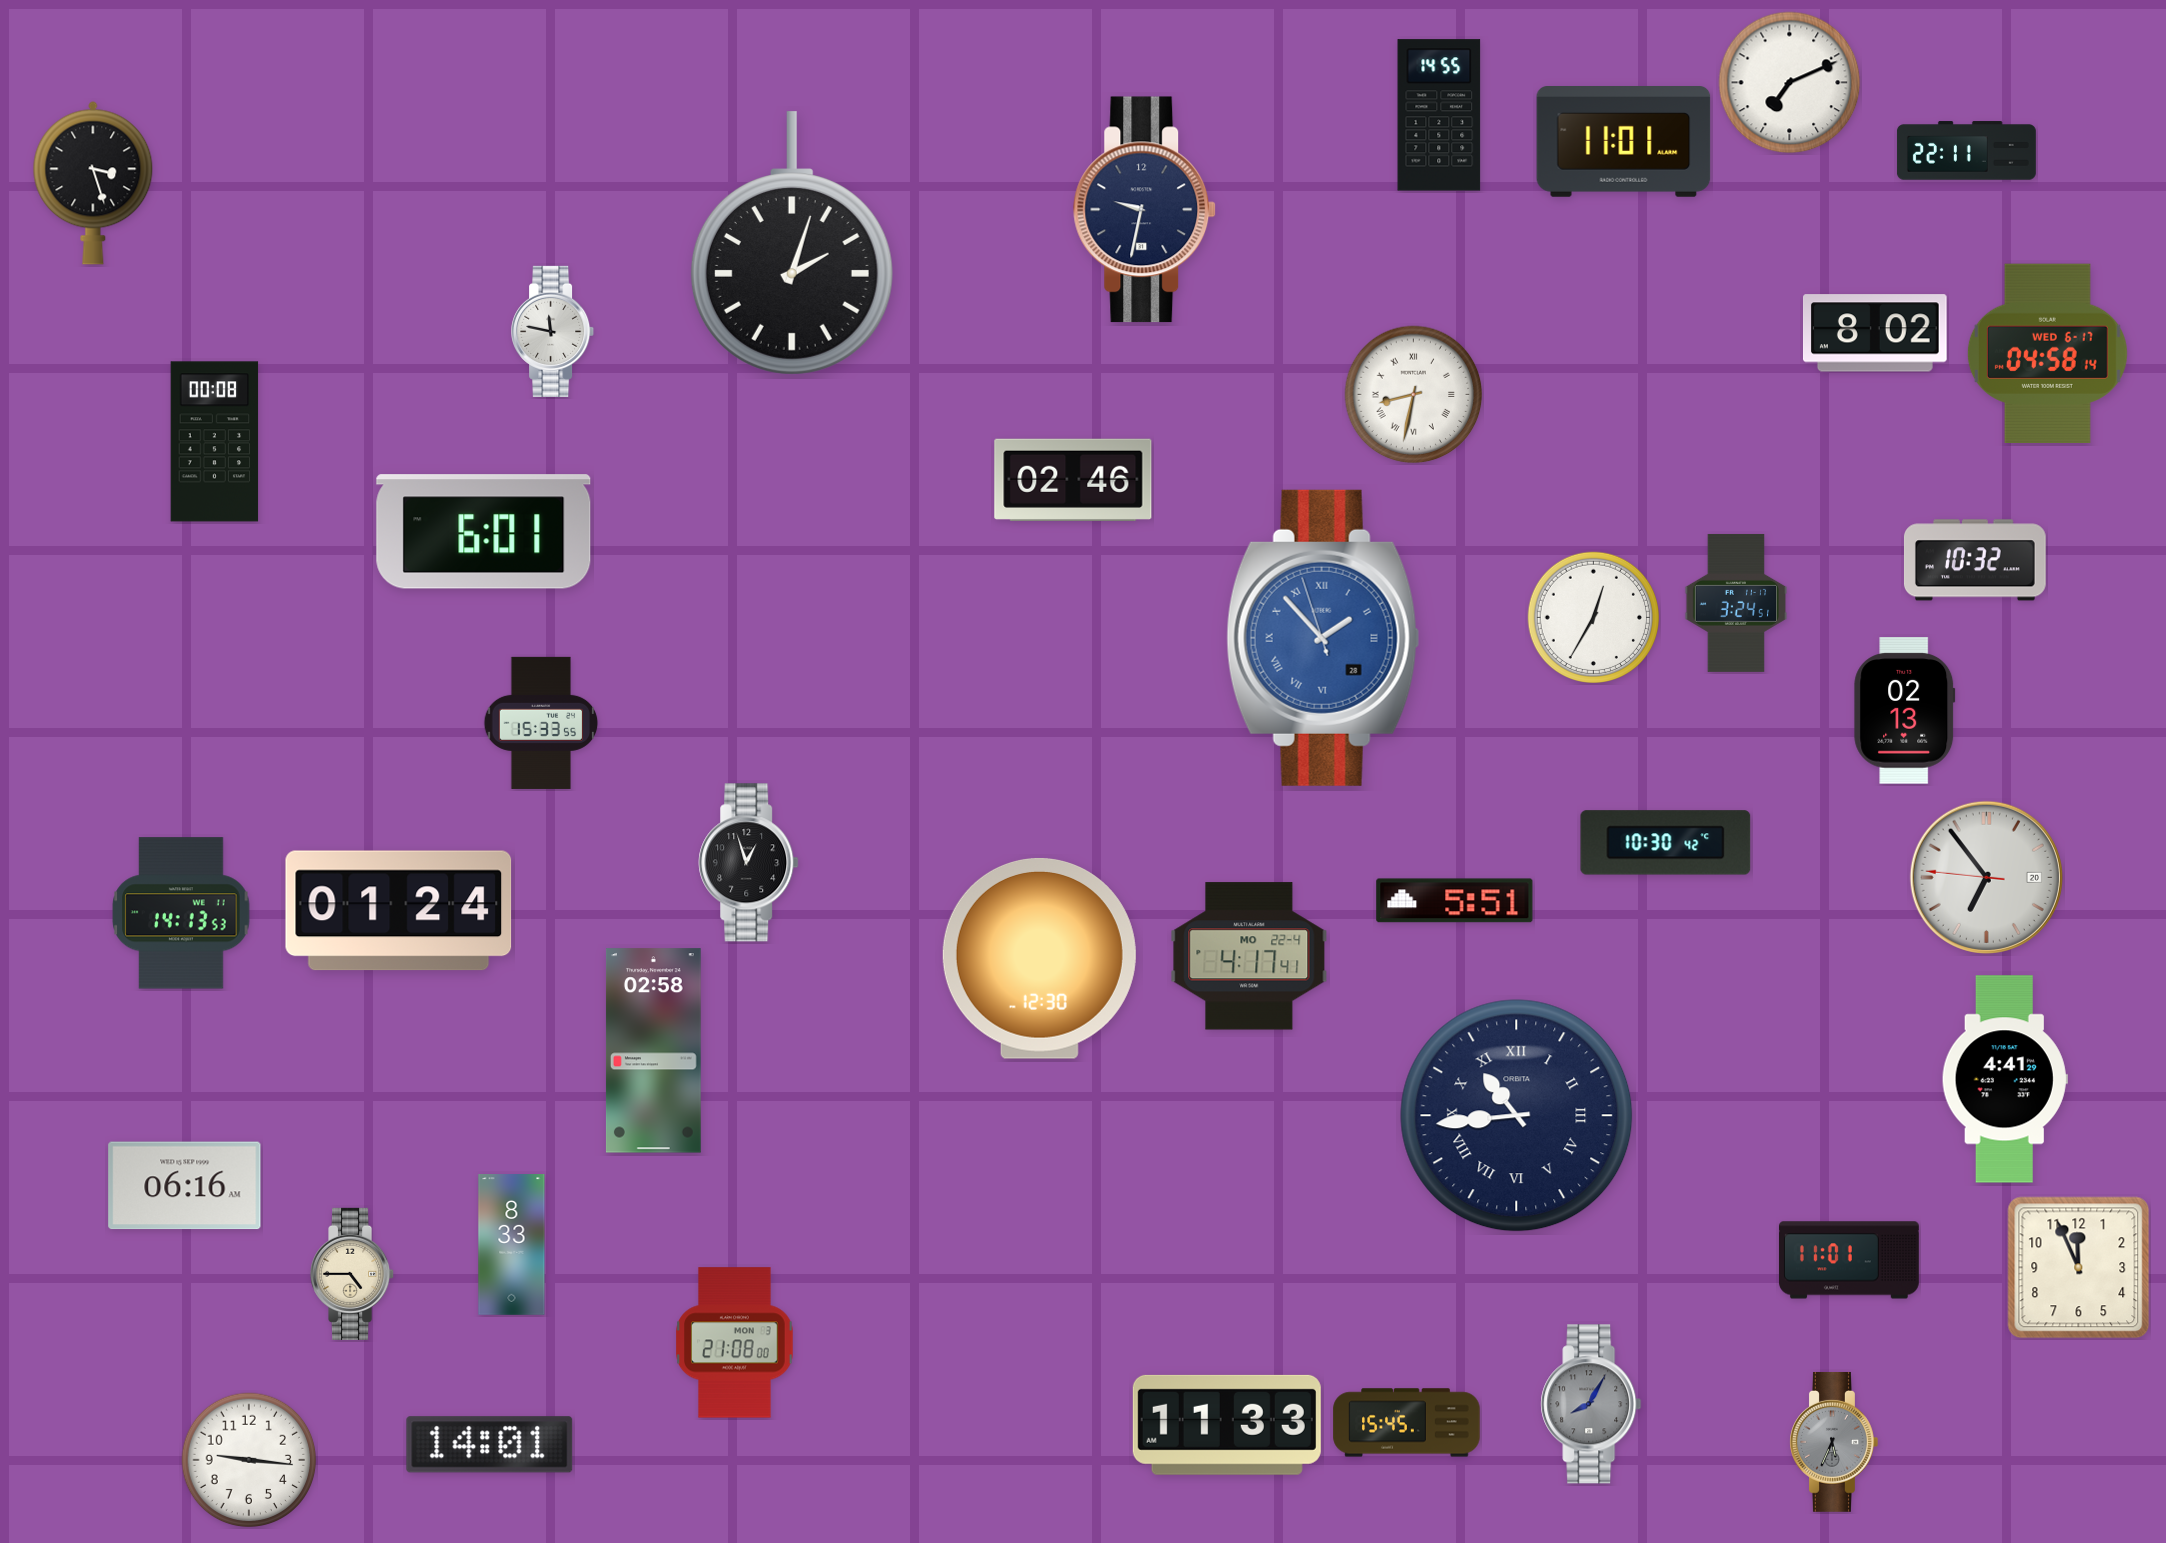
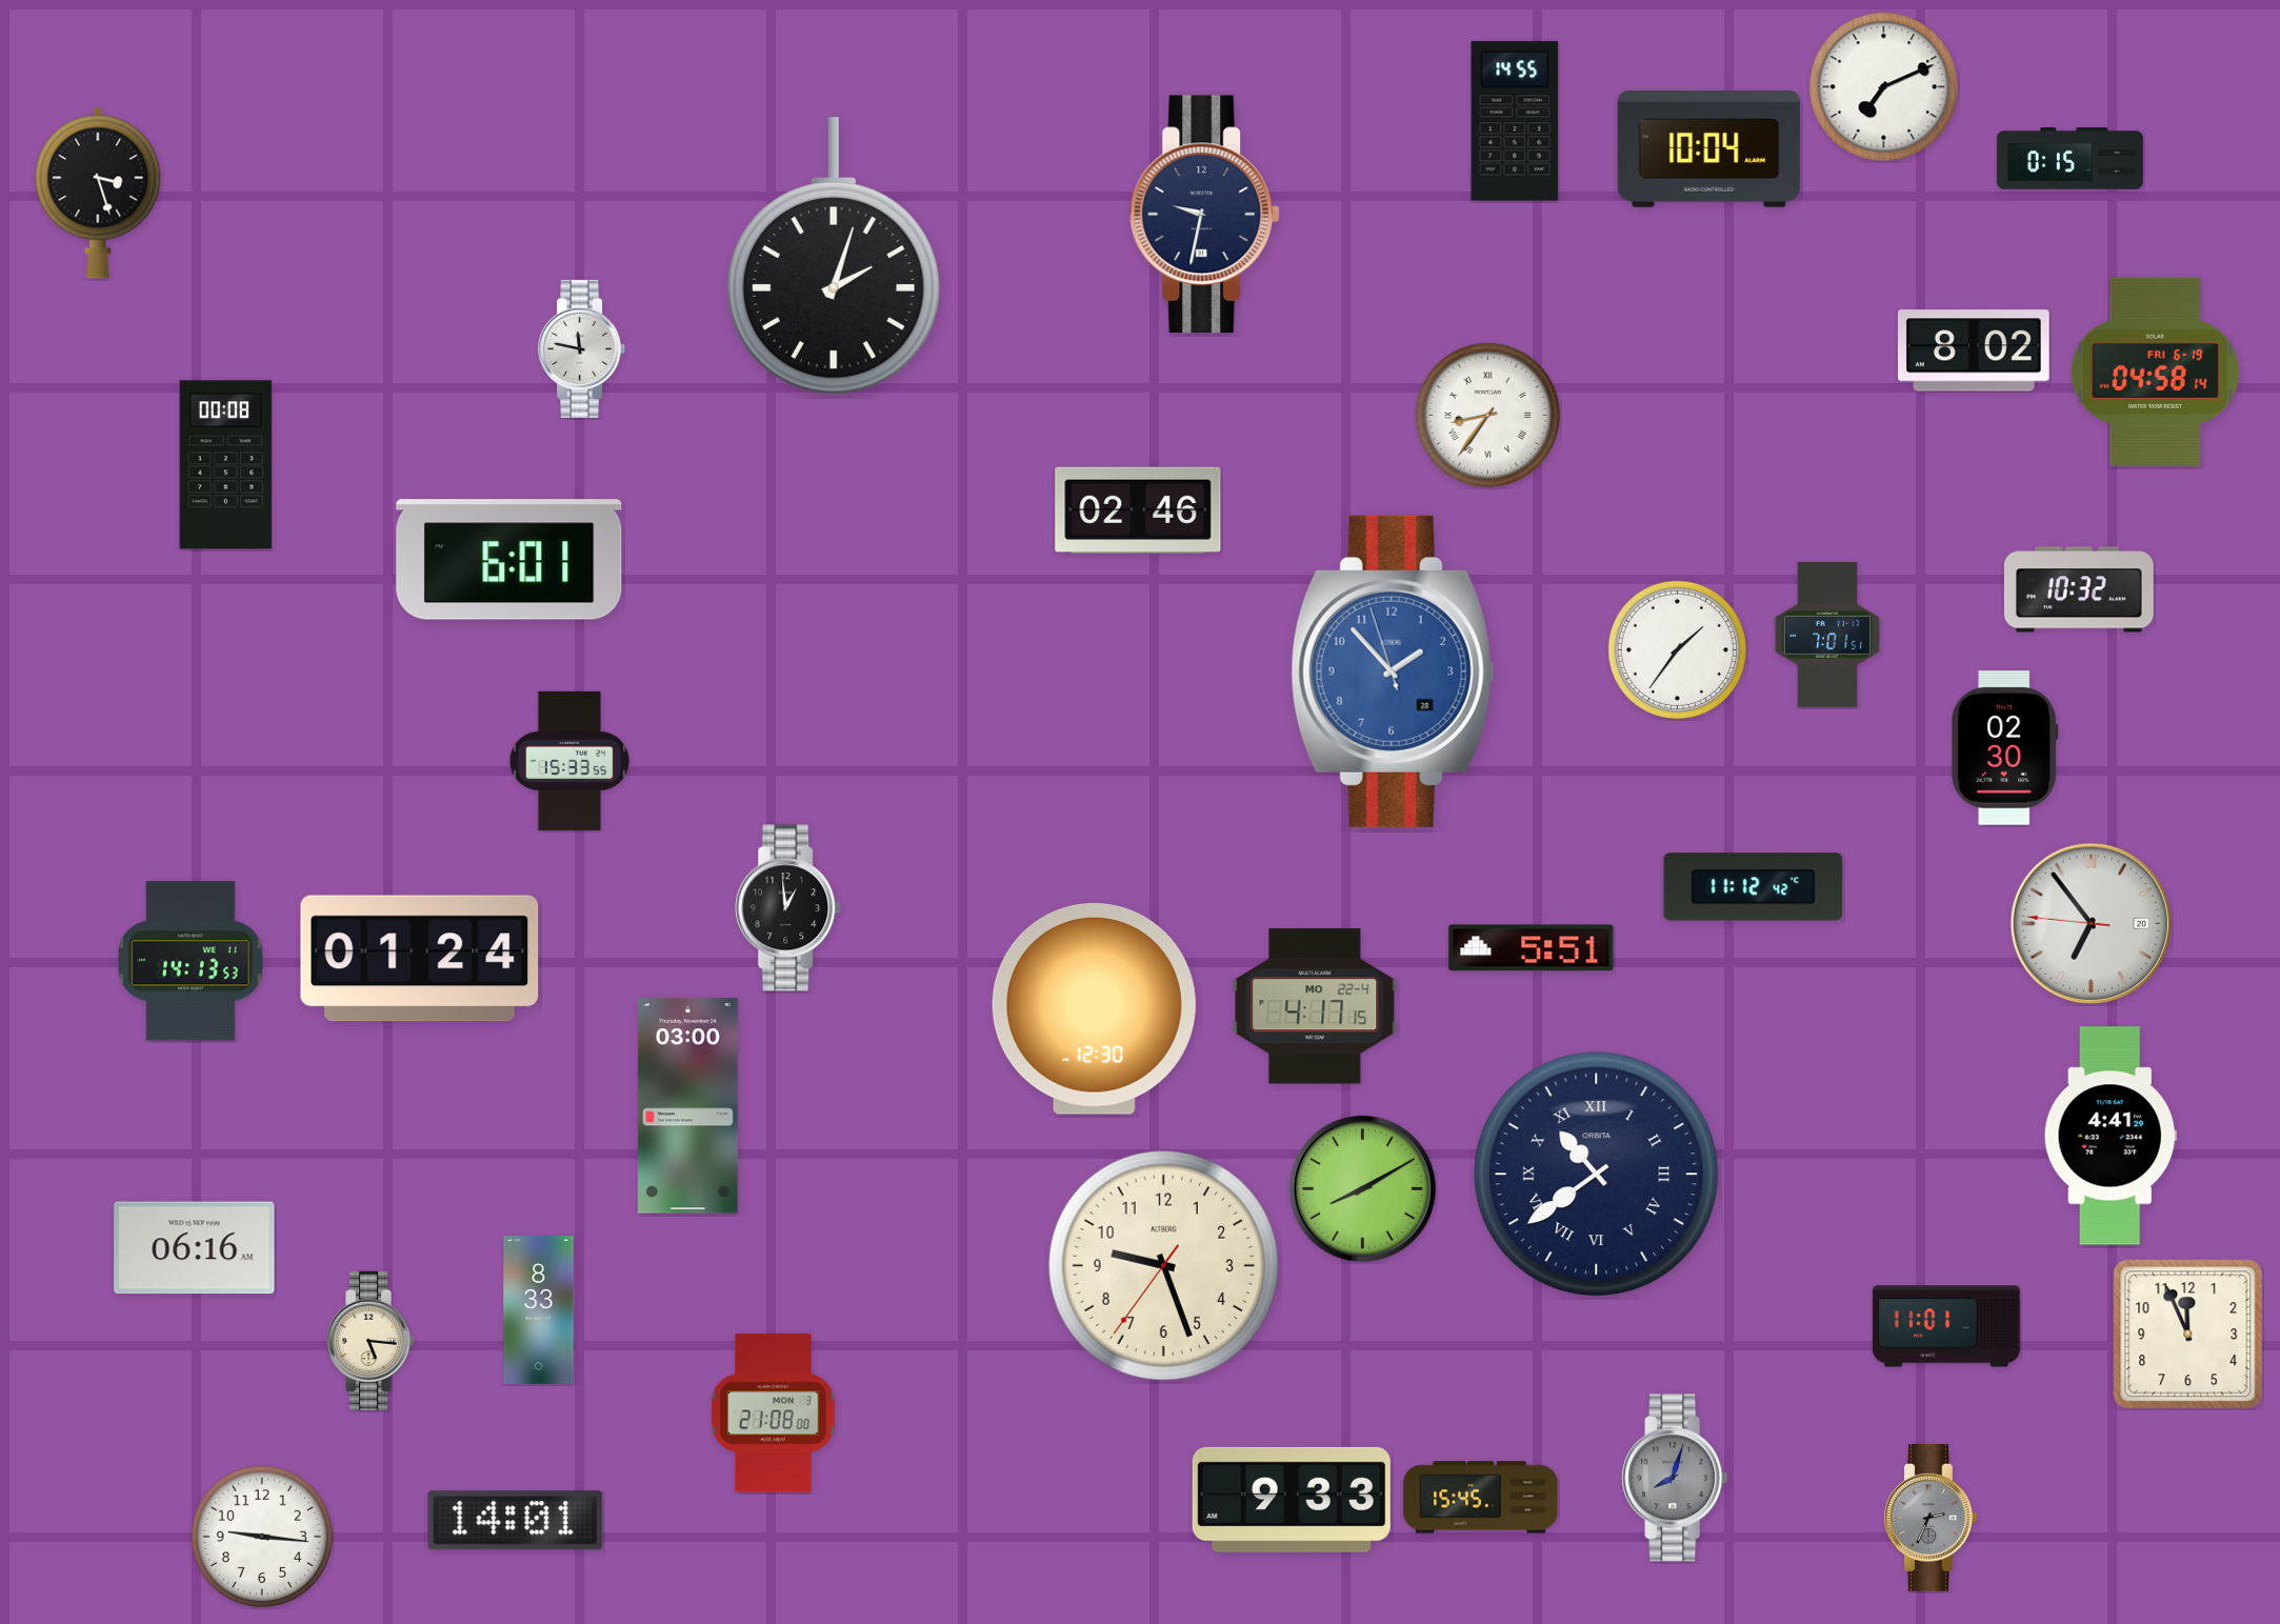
clock at (1624, 142): 11:01 -> 10:04
clock at (1966, 151): 22:11 -> 0:15
clock at (1145, 210) position: (1145, 210) -> (1205, 215)
clock at (2047, 353) date: WED 6-17 -> FRI 6-19
clock at (1414, 395): 8:32 -> 8:36
clock at (1073, 480) position: (1073, 480) -> (1138, 510)
clock at (1736, 603): 3:24 -> 7:01
clock at (1593, 617): 12:35 -> 1:36
clock at (1323, 638) numerals: Roman -> Arabic
clock at (1905, 711): 02:13 -> 02:30
clock at (1666, 843): 10:30 -> 11:12
clock at (749, 863): 12:57 -> 12:59
clock at (1249, 956): 4:17:41 -> 4:17:15
clock at (653, 1051): 02:58 -> 03:00
clock at (1517, 1116): 10:44 -> 10:39
clock at (1363, 1189): none -> 8:10
clock at (1163, 1265): none -> 9:26
clock at (353, 1274): 4:45 -> 5:16
clock at (1591, 1404): 8:05 -> 8:03
clock at (1227, 1425): 11:33 -> 9:33
clock at (1834, 1442): 5:34 -> 2:34
